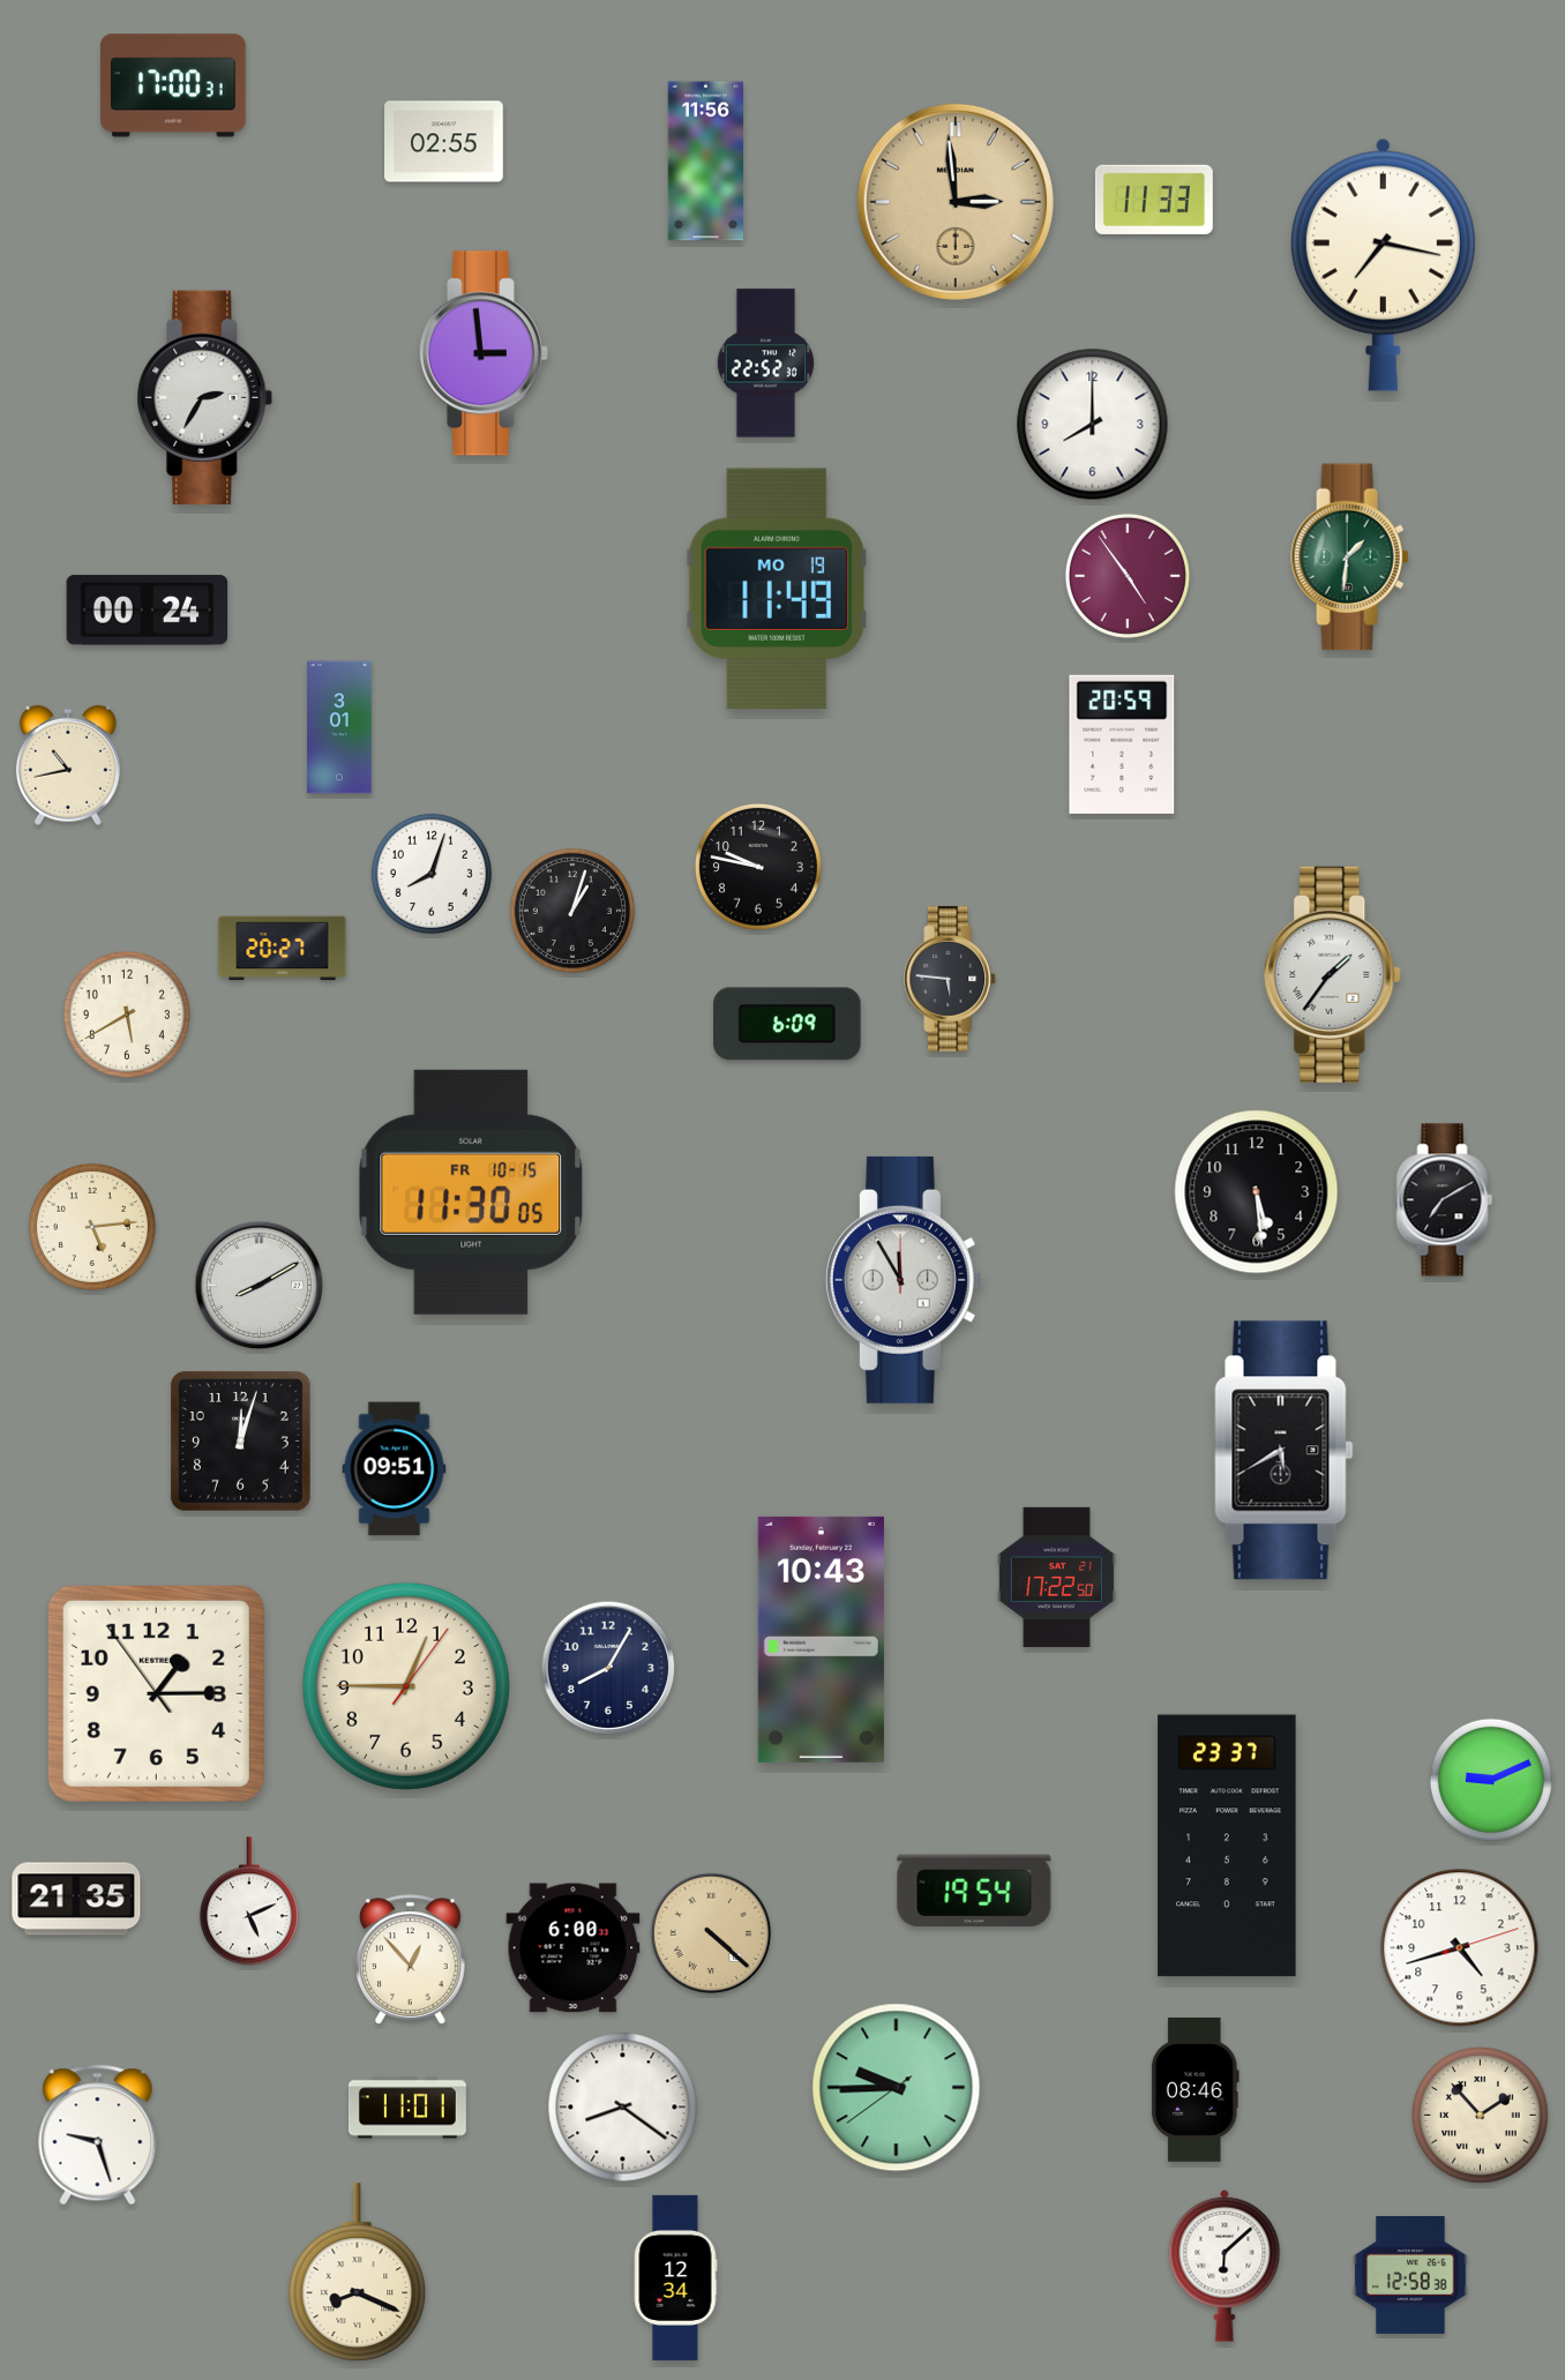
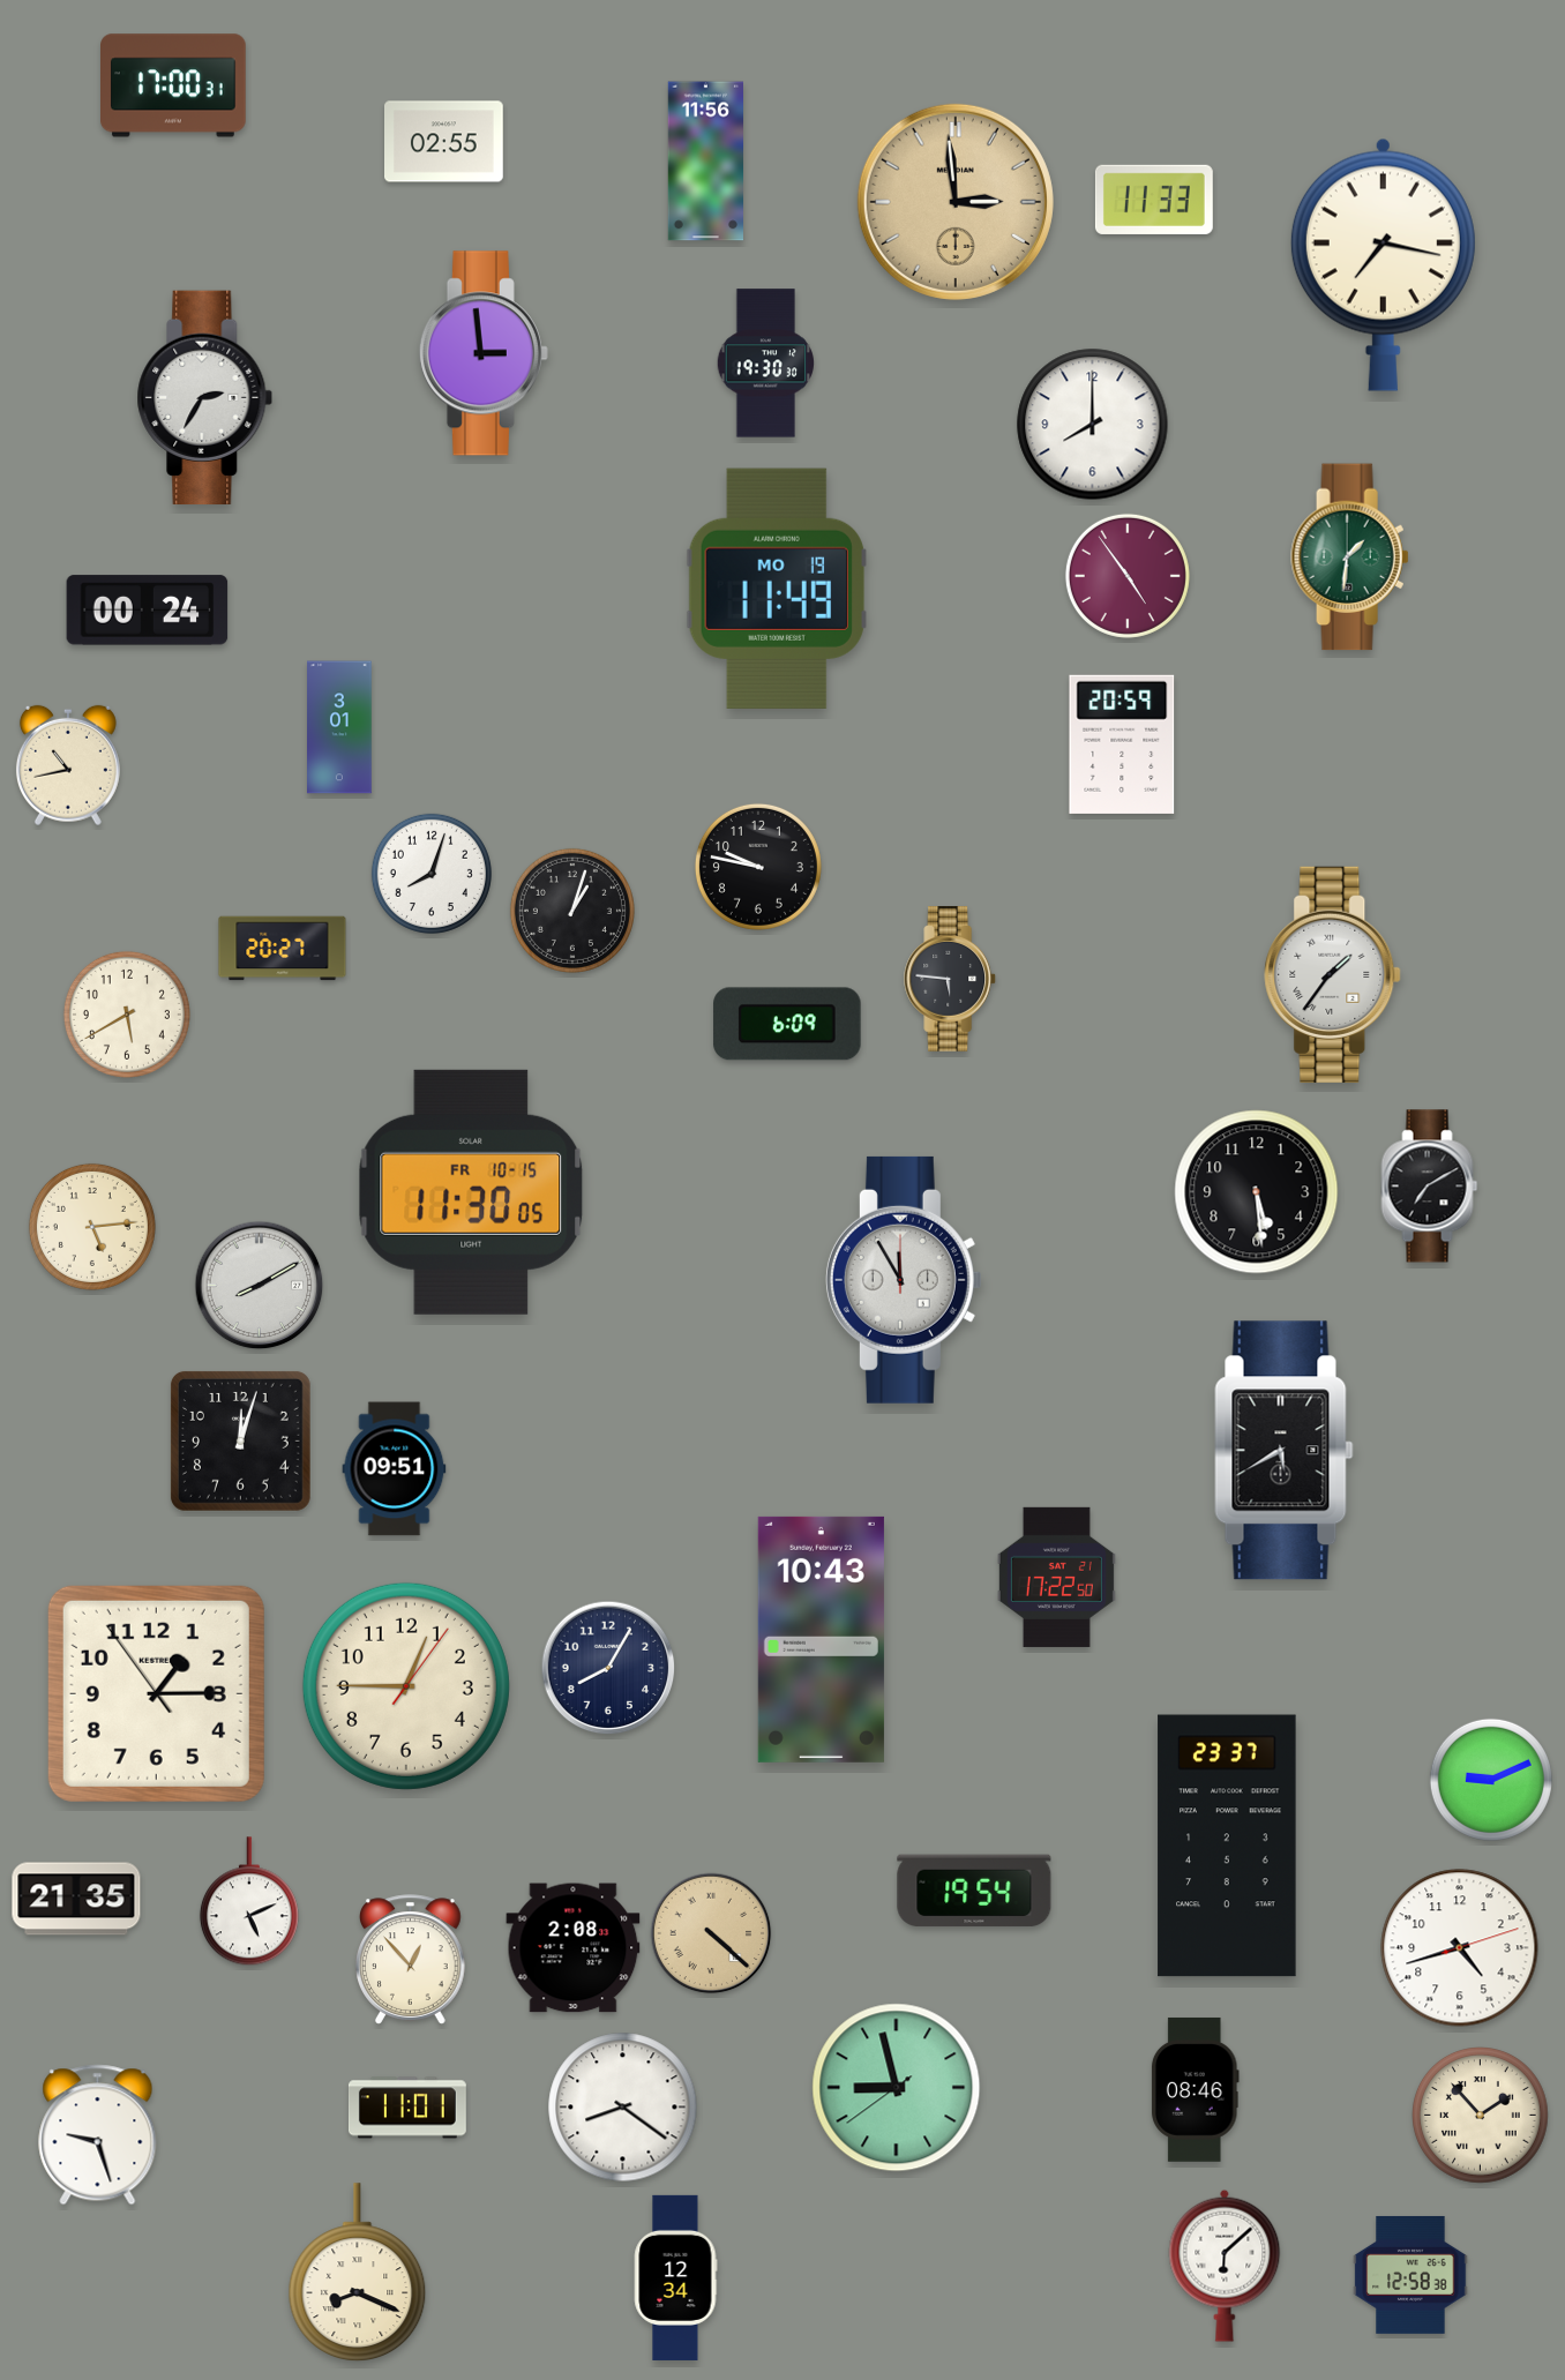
clock at (765, 364): 22:52 -> 19:30
clock at (1445, 1200) position: (1445, 1200) -> (1430, 1187)
clock at (574, 1948): 6:00 -> 2:08
clock at (897, 2088): 9:44 -> 8:57
